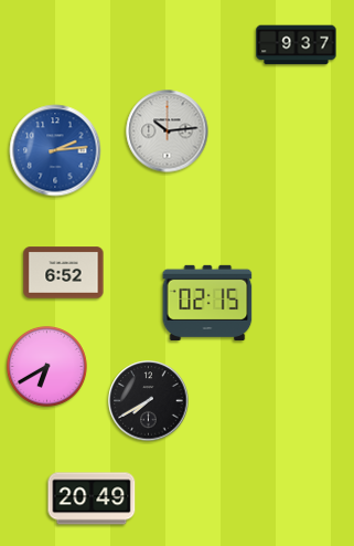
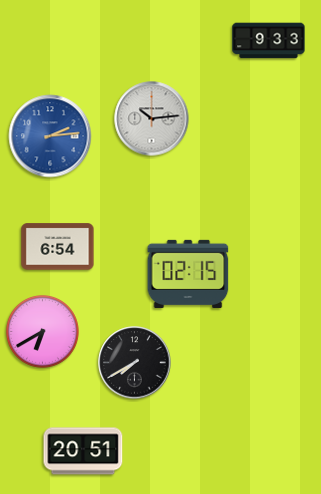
clock at (297, 45): 9:37 -> 9:33
clock at (64, 273): 6:52 -> 6:54
clock at (92, 498): 20:49 -> 20:51
